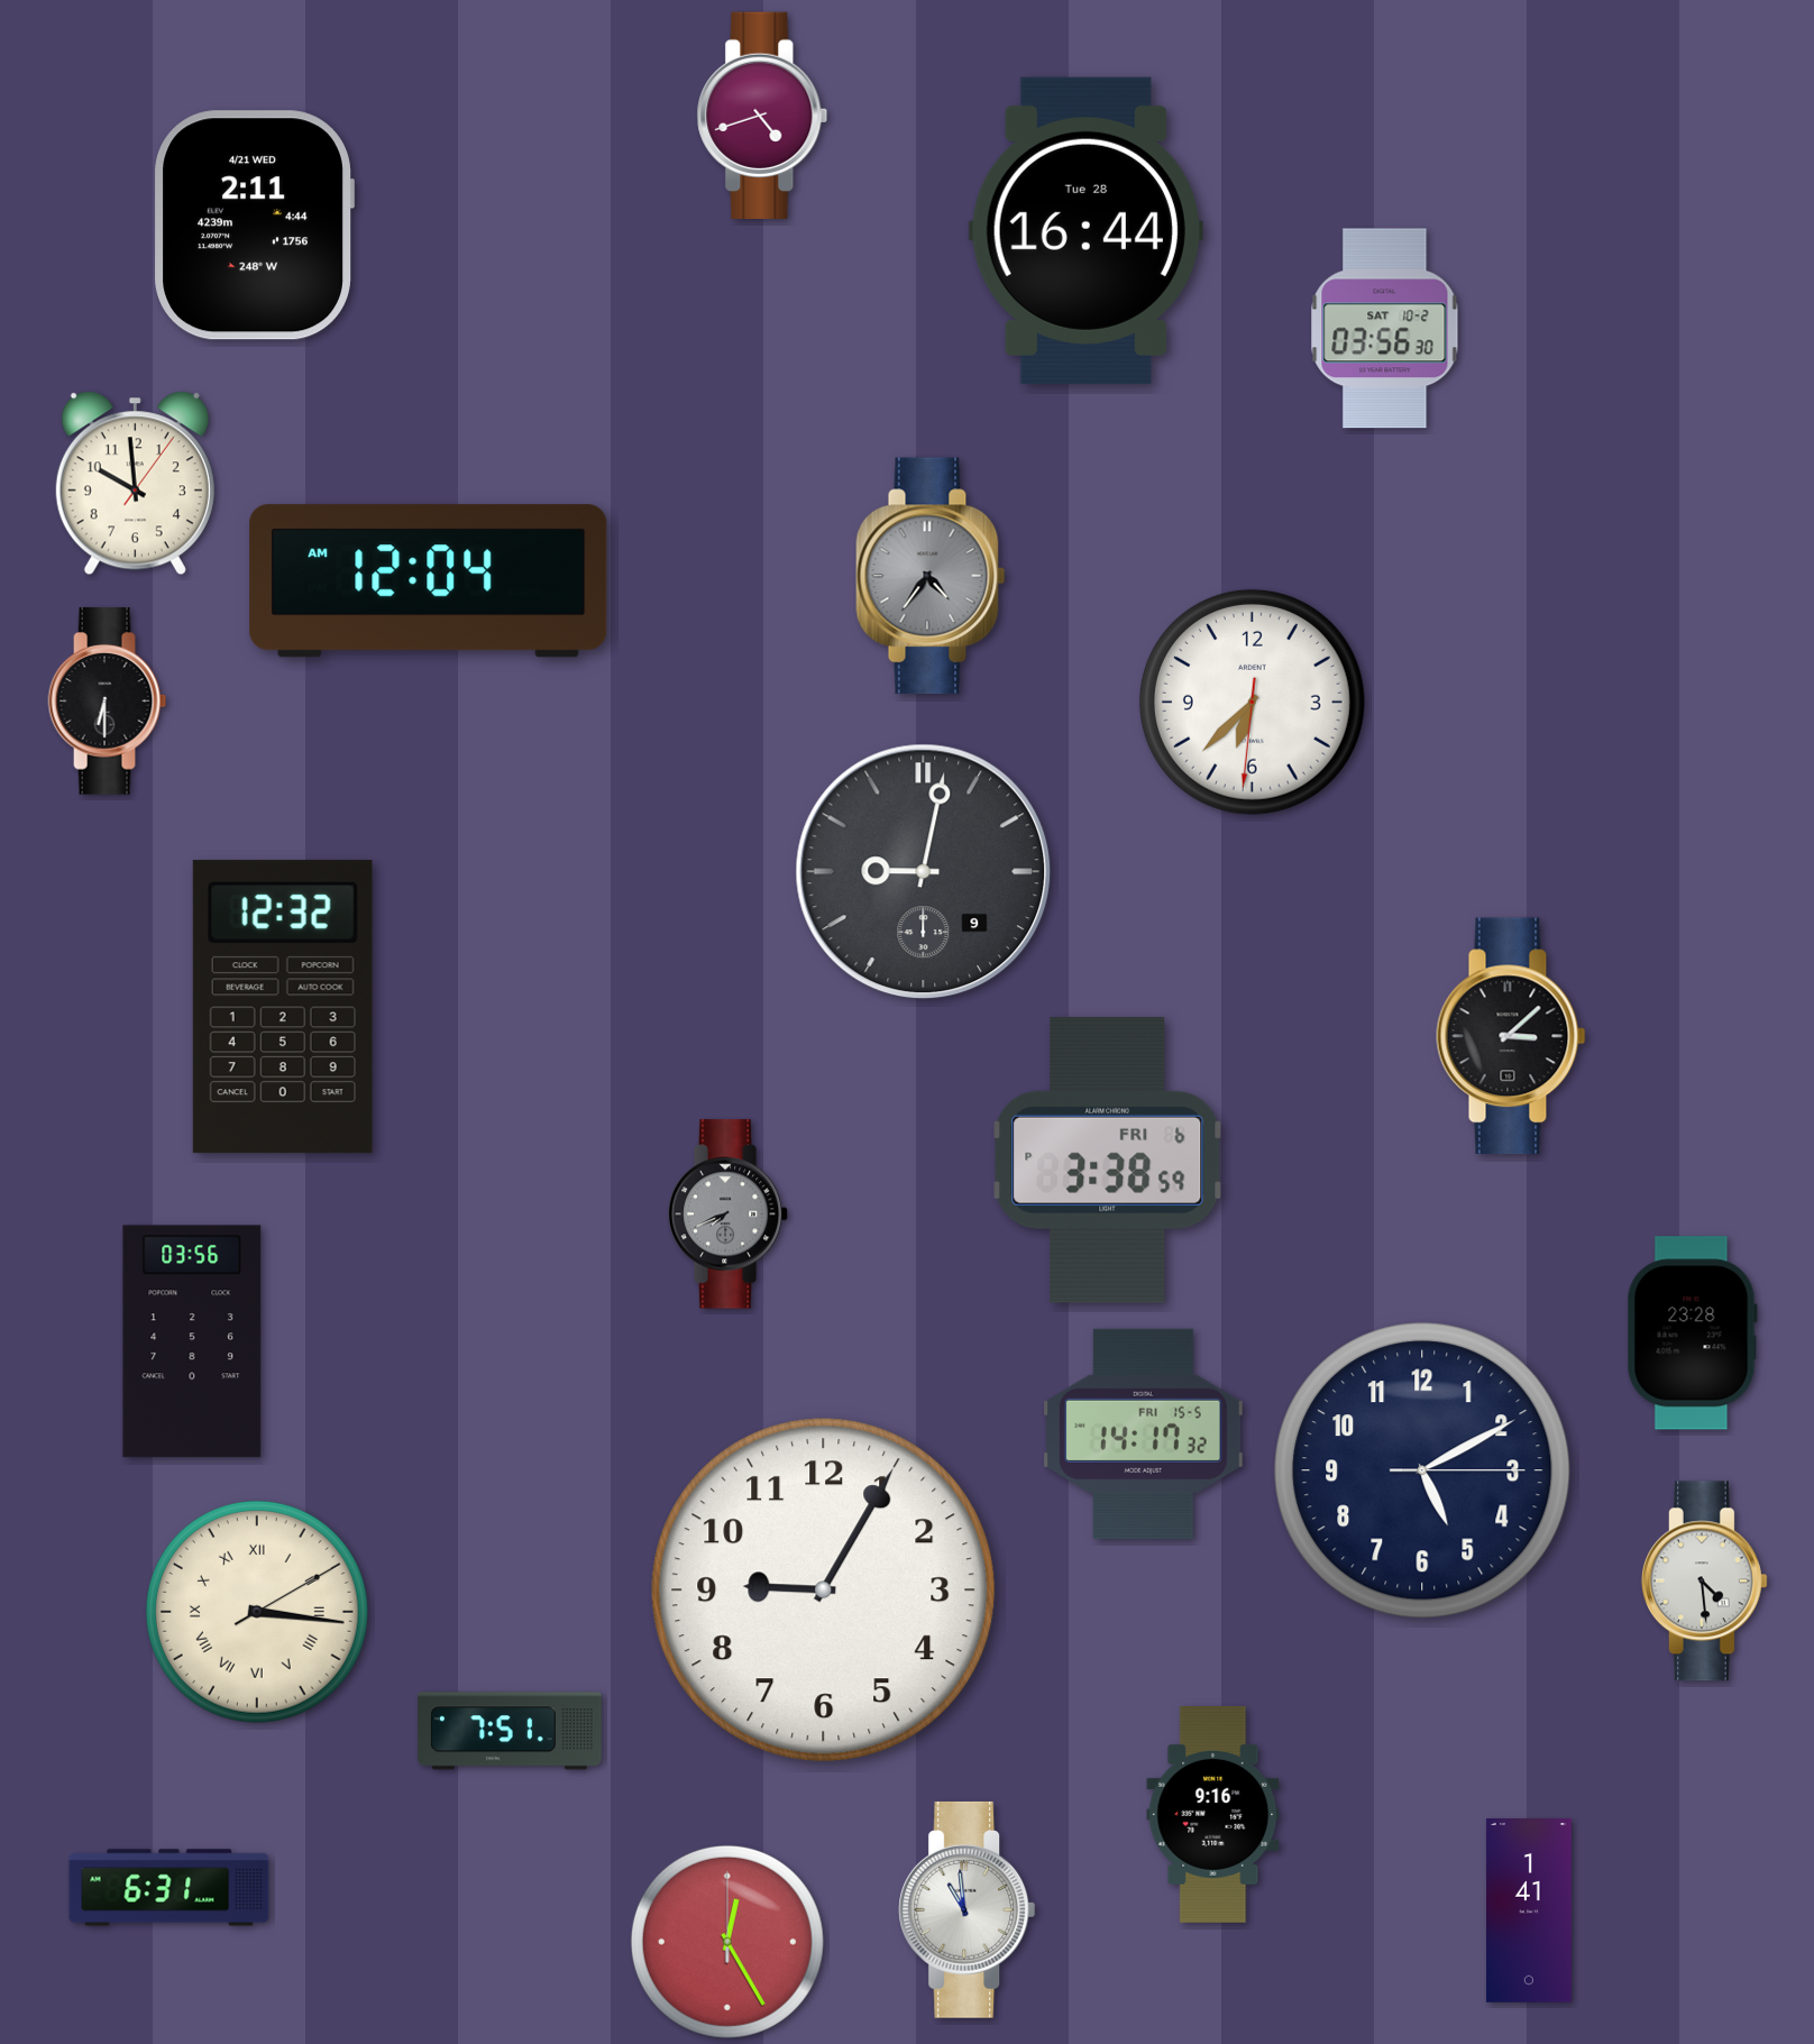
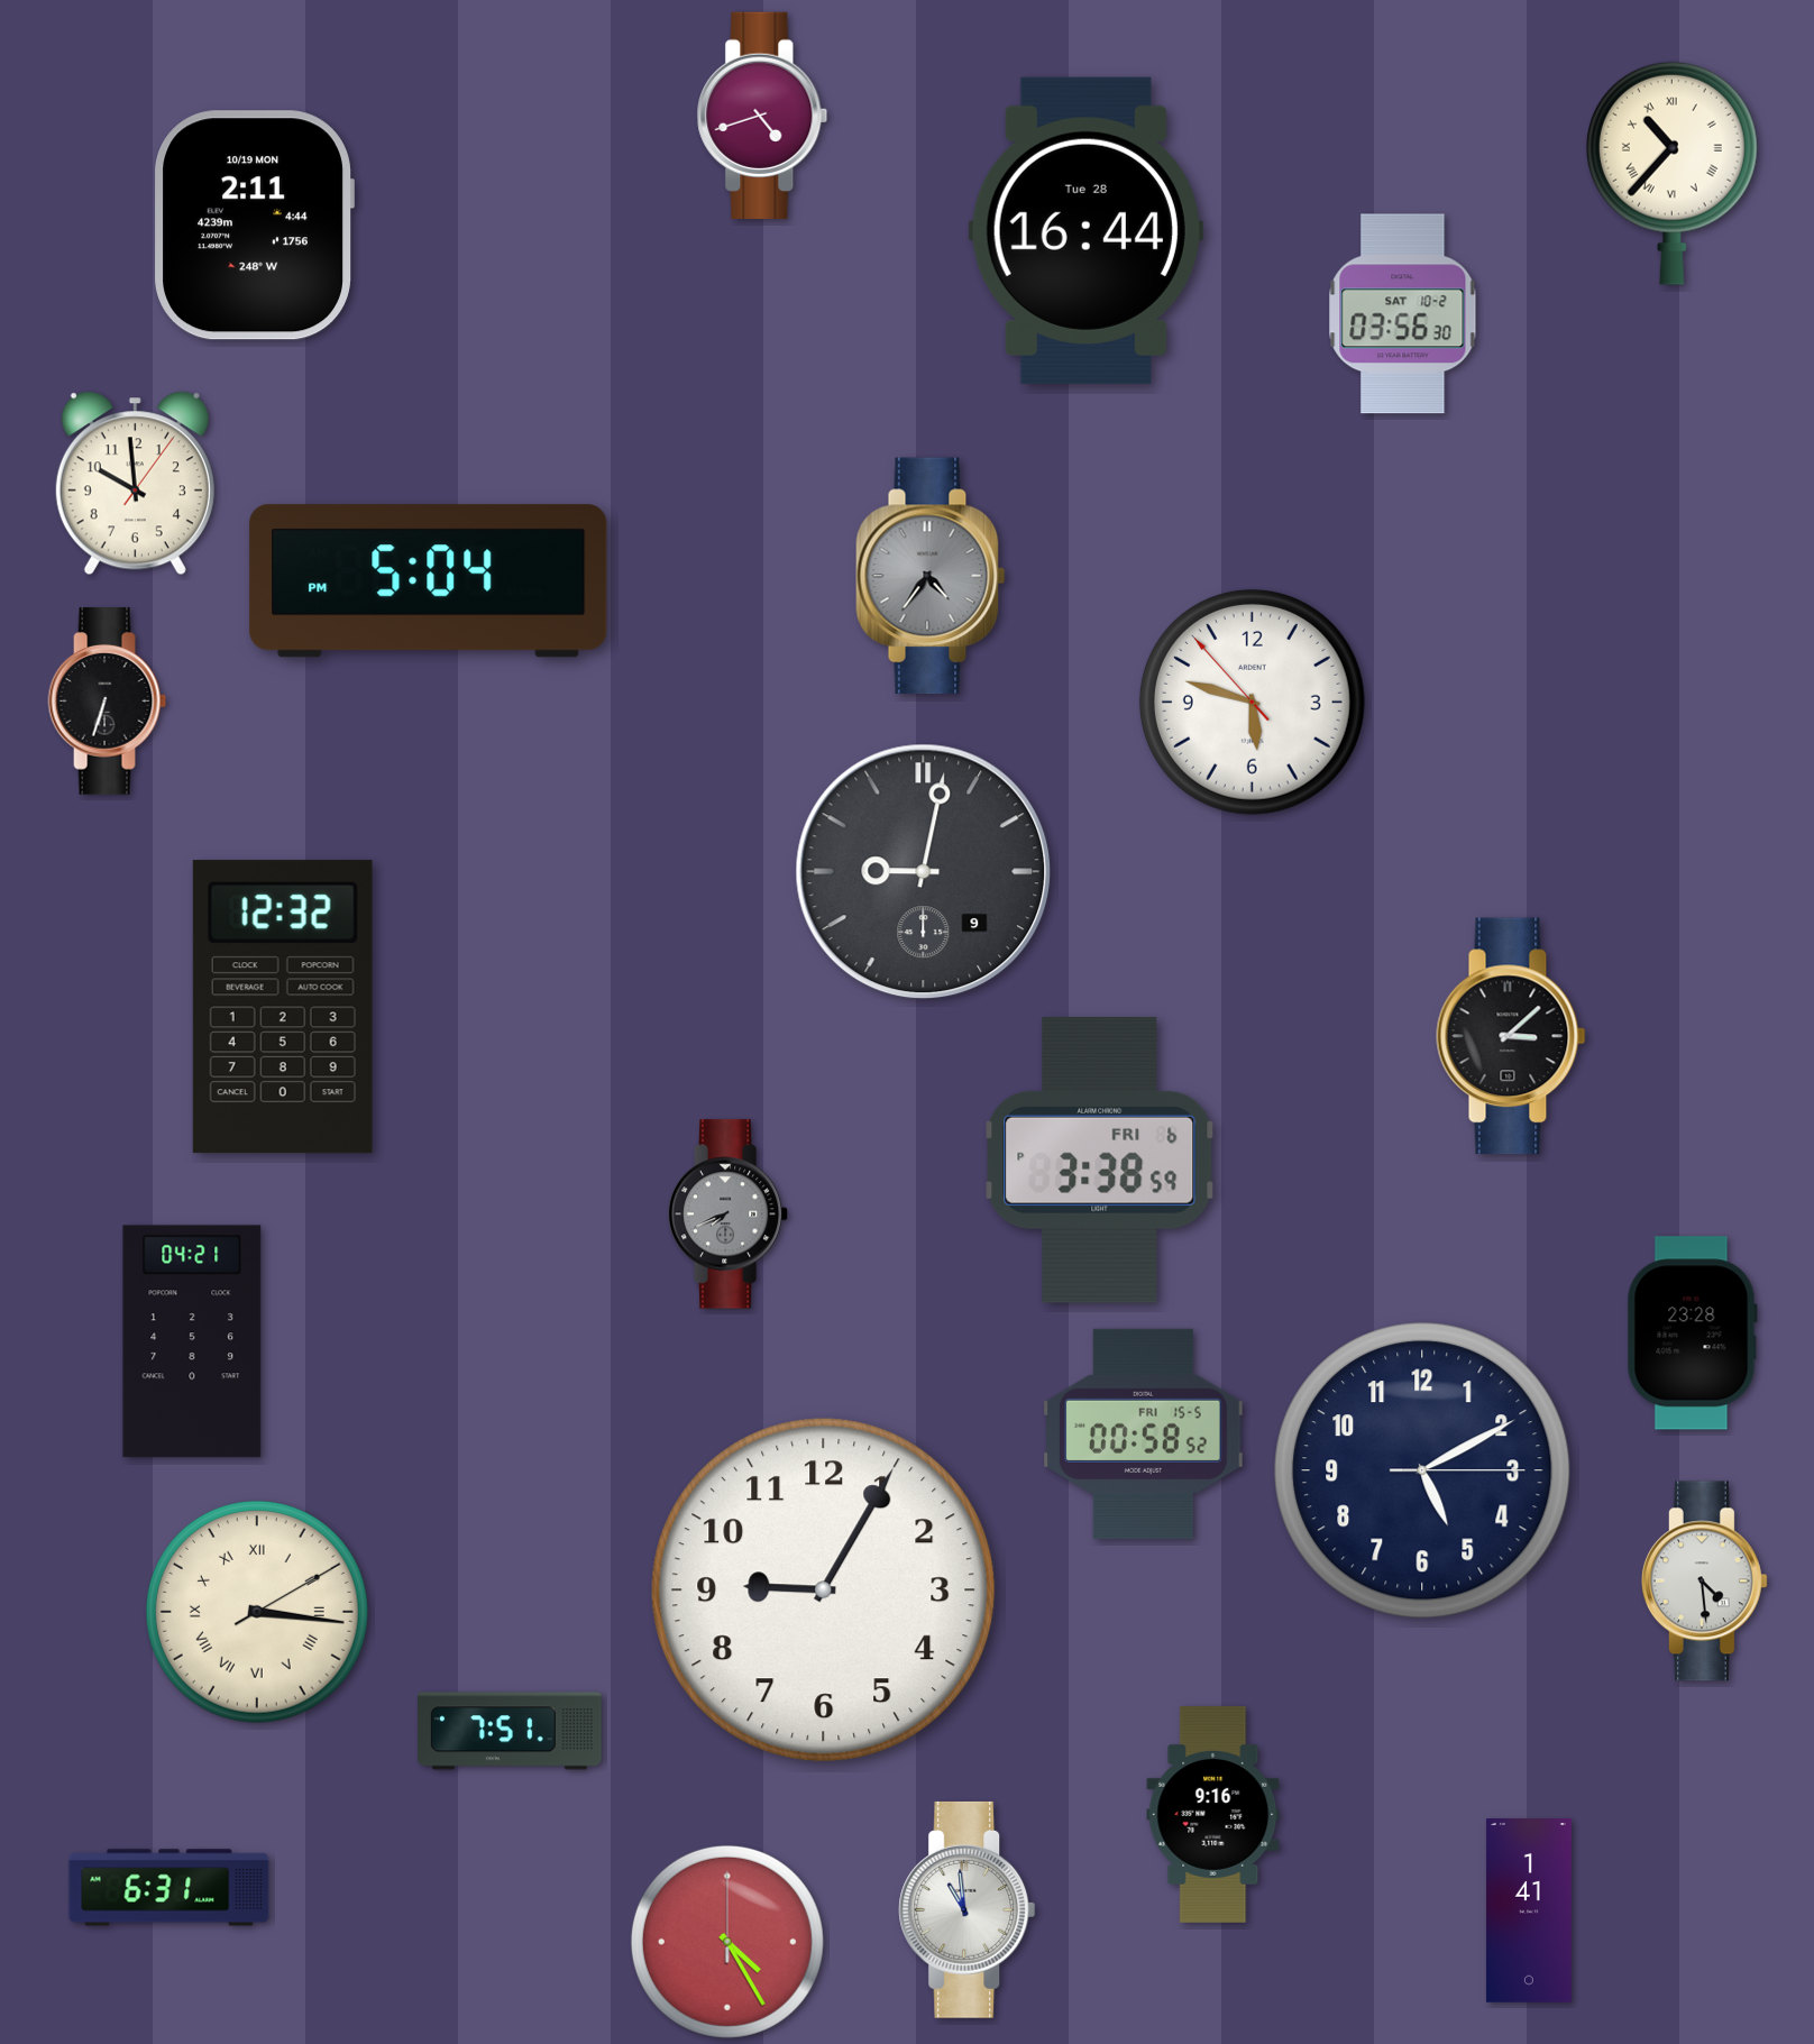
clock at (1671, 173): none -> 10:37
clock at (254, 226) date: 4/21 WED -> 10/19 MON
clock at (1385, 329) position: (1385, 329) -> (1403, 314)
clock at (429, 581): 12:04 -> 5:04
clock at (108, 702): 6:30 -> 6:33
clock at (1252, 702): 6:37 -> 5:47
clock at (1108, 1160) position: (1108, 1160) -> (1100, 1160)
clock at (192, 1341): 03:56 -> 04:21
clock at (1144, 1433): 14:17 -> 00:58
clock at (727, 1942): 12:25 -> 4:25
